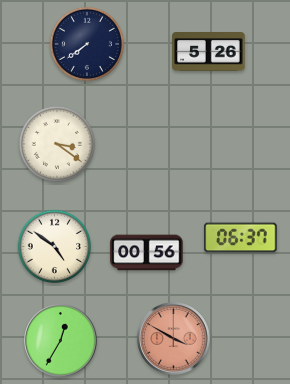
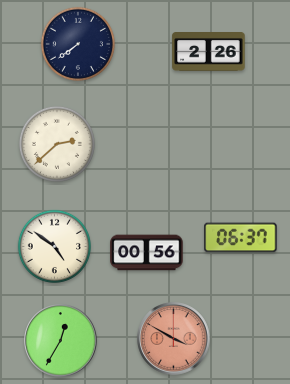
clock at (87, 44) position: (87, 44) -> (78, 44)
clock at (209, 52): 5:26 -> 2:26
clock at (57, 144): 3:21 -> 2:38
